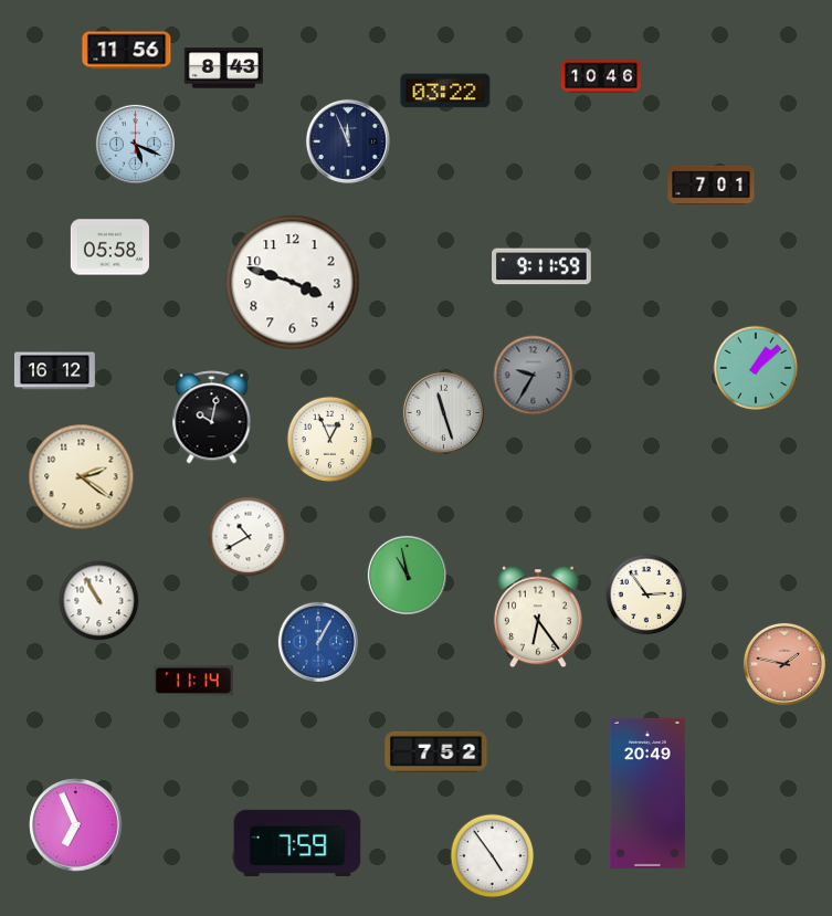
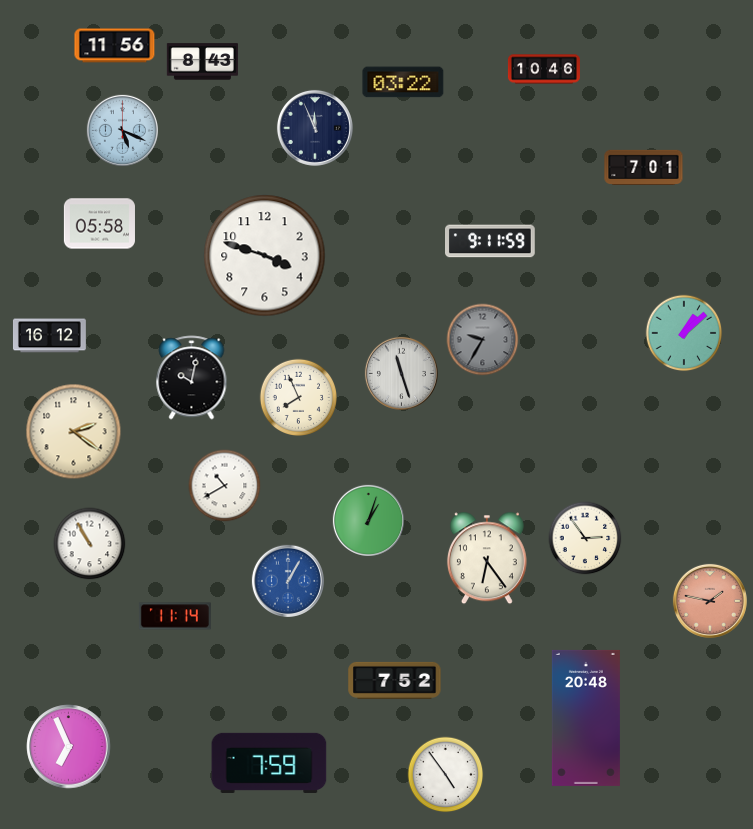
clock at (330, 440): 12:56 -> 7:56
clock at (407, 575): 10:58 -> 1:03
clock at (647, 793): 20:49 -> 20:48
